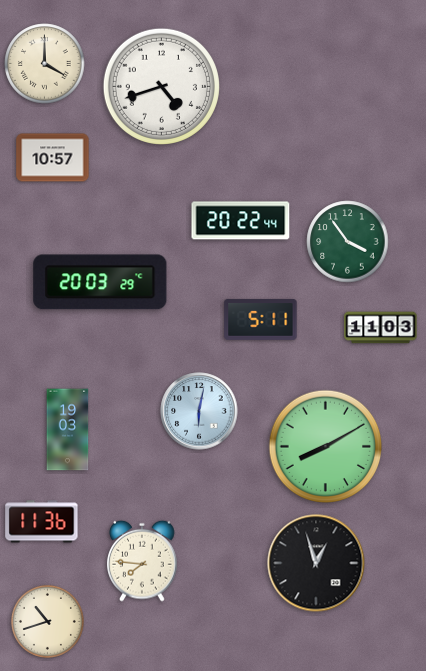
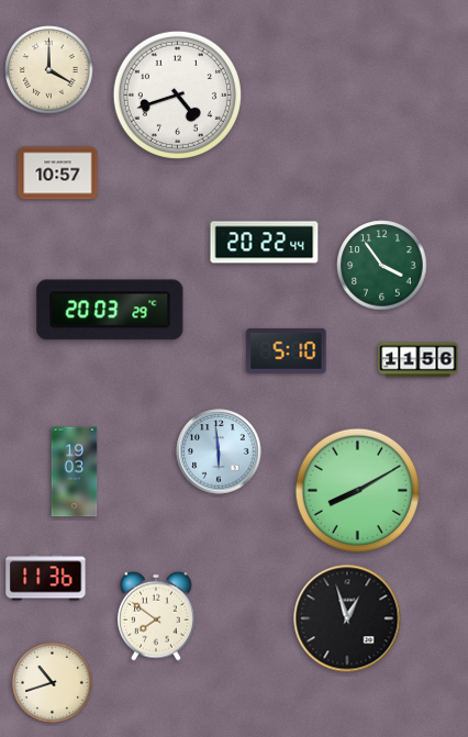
clock at (261, 319): 5:11 -> 5:10
clock at (381, 328): 11:03 -> 11:56
clock at (199, 411): 6:02 -> 5:59
clock at (42, 522) position: (42, 522) -> (46, 578)
clock at (142, 561): 7:46 -> 7:51
